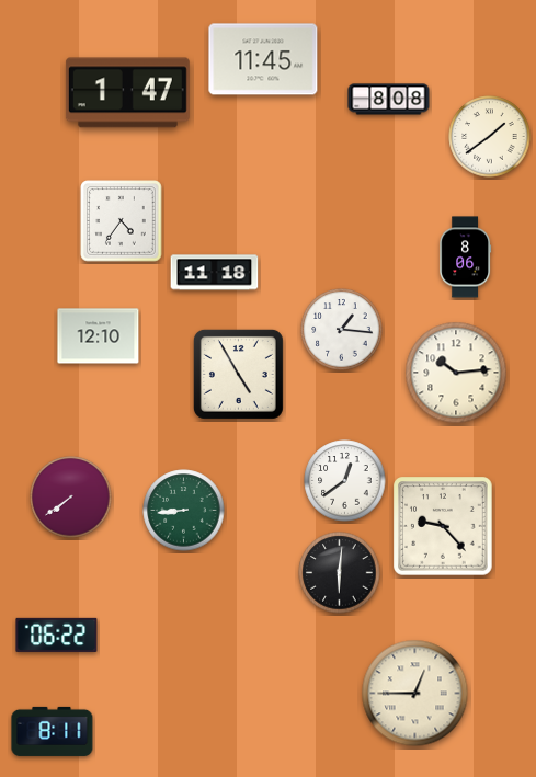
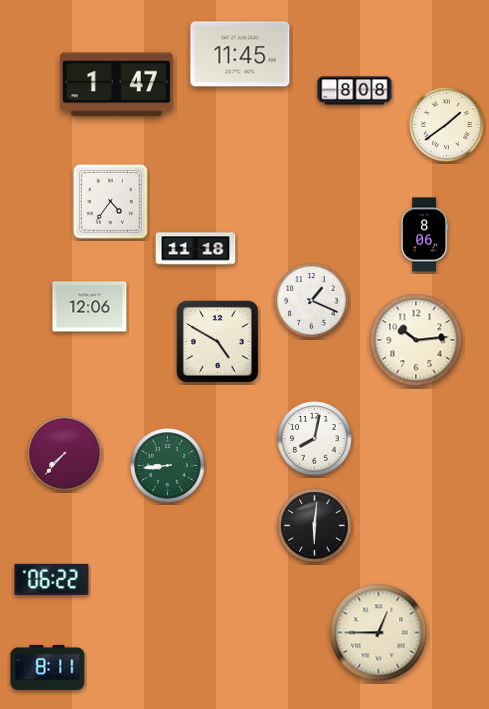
clock at (342, 330): 1:16 -> 1:19
clock at (99, 336): 12:10 -> 12:06
clock at (238, 374): 4:55 -> 4:50
clock at (345, 481): 12:39 -> 8:02
clock at (71, 498): 7:39 -> 7:37
clock at (443, 526): 9:23 -> none
clock at (340, 573) position: (340, 573) -> (315, 526)
